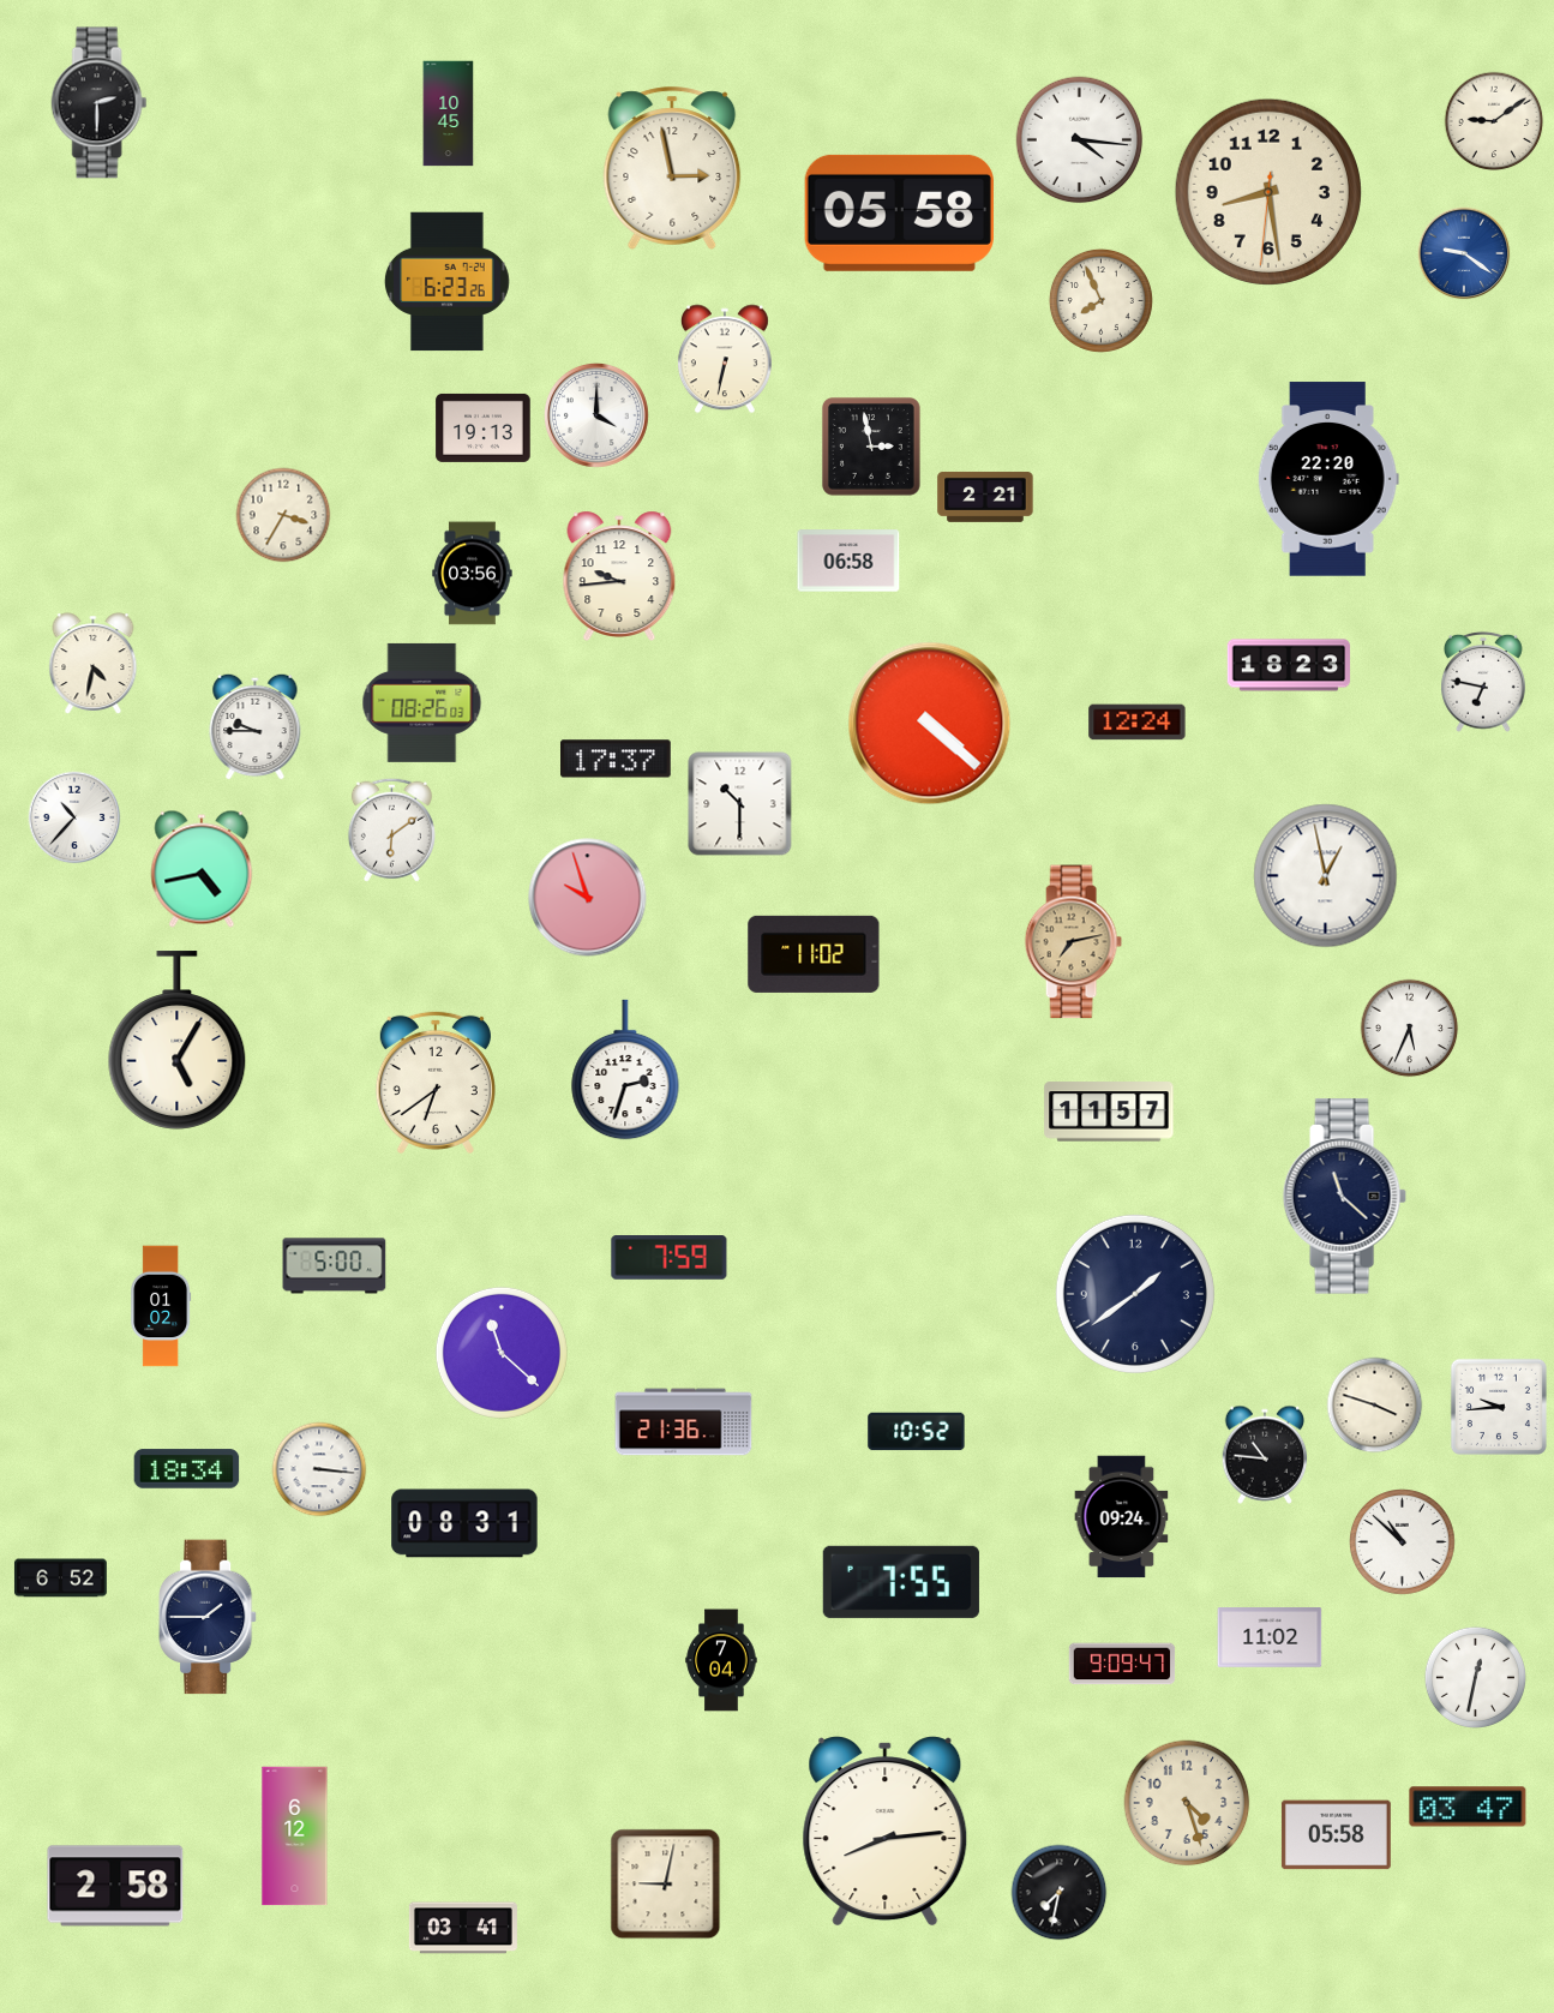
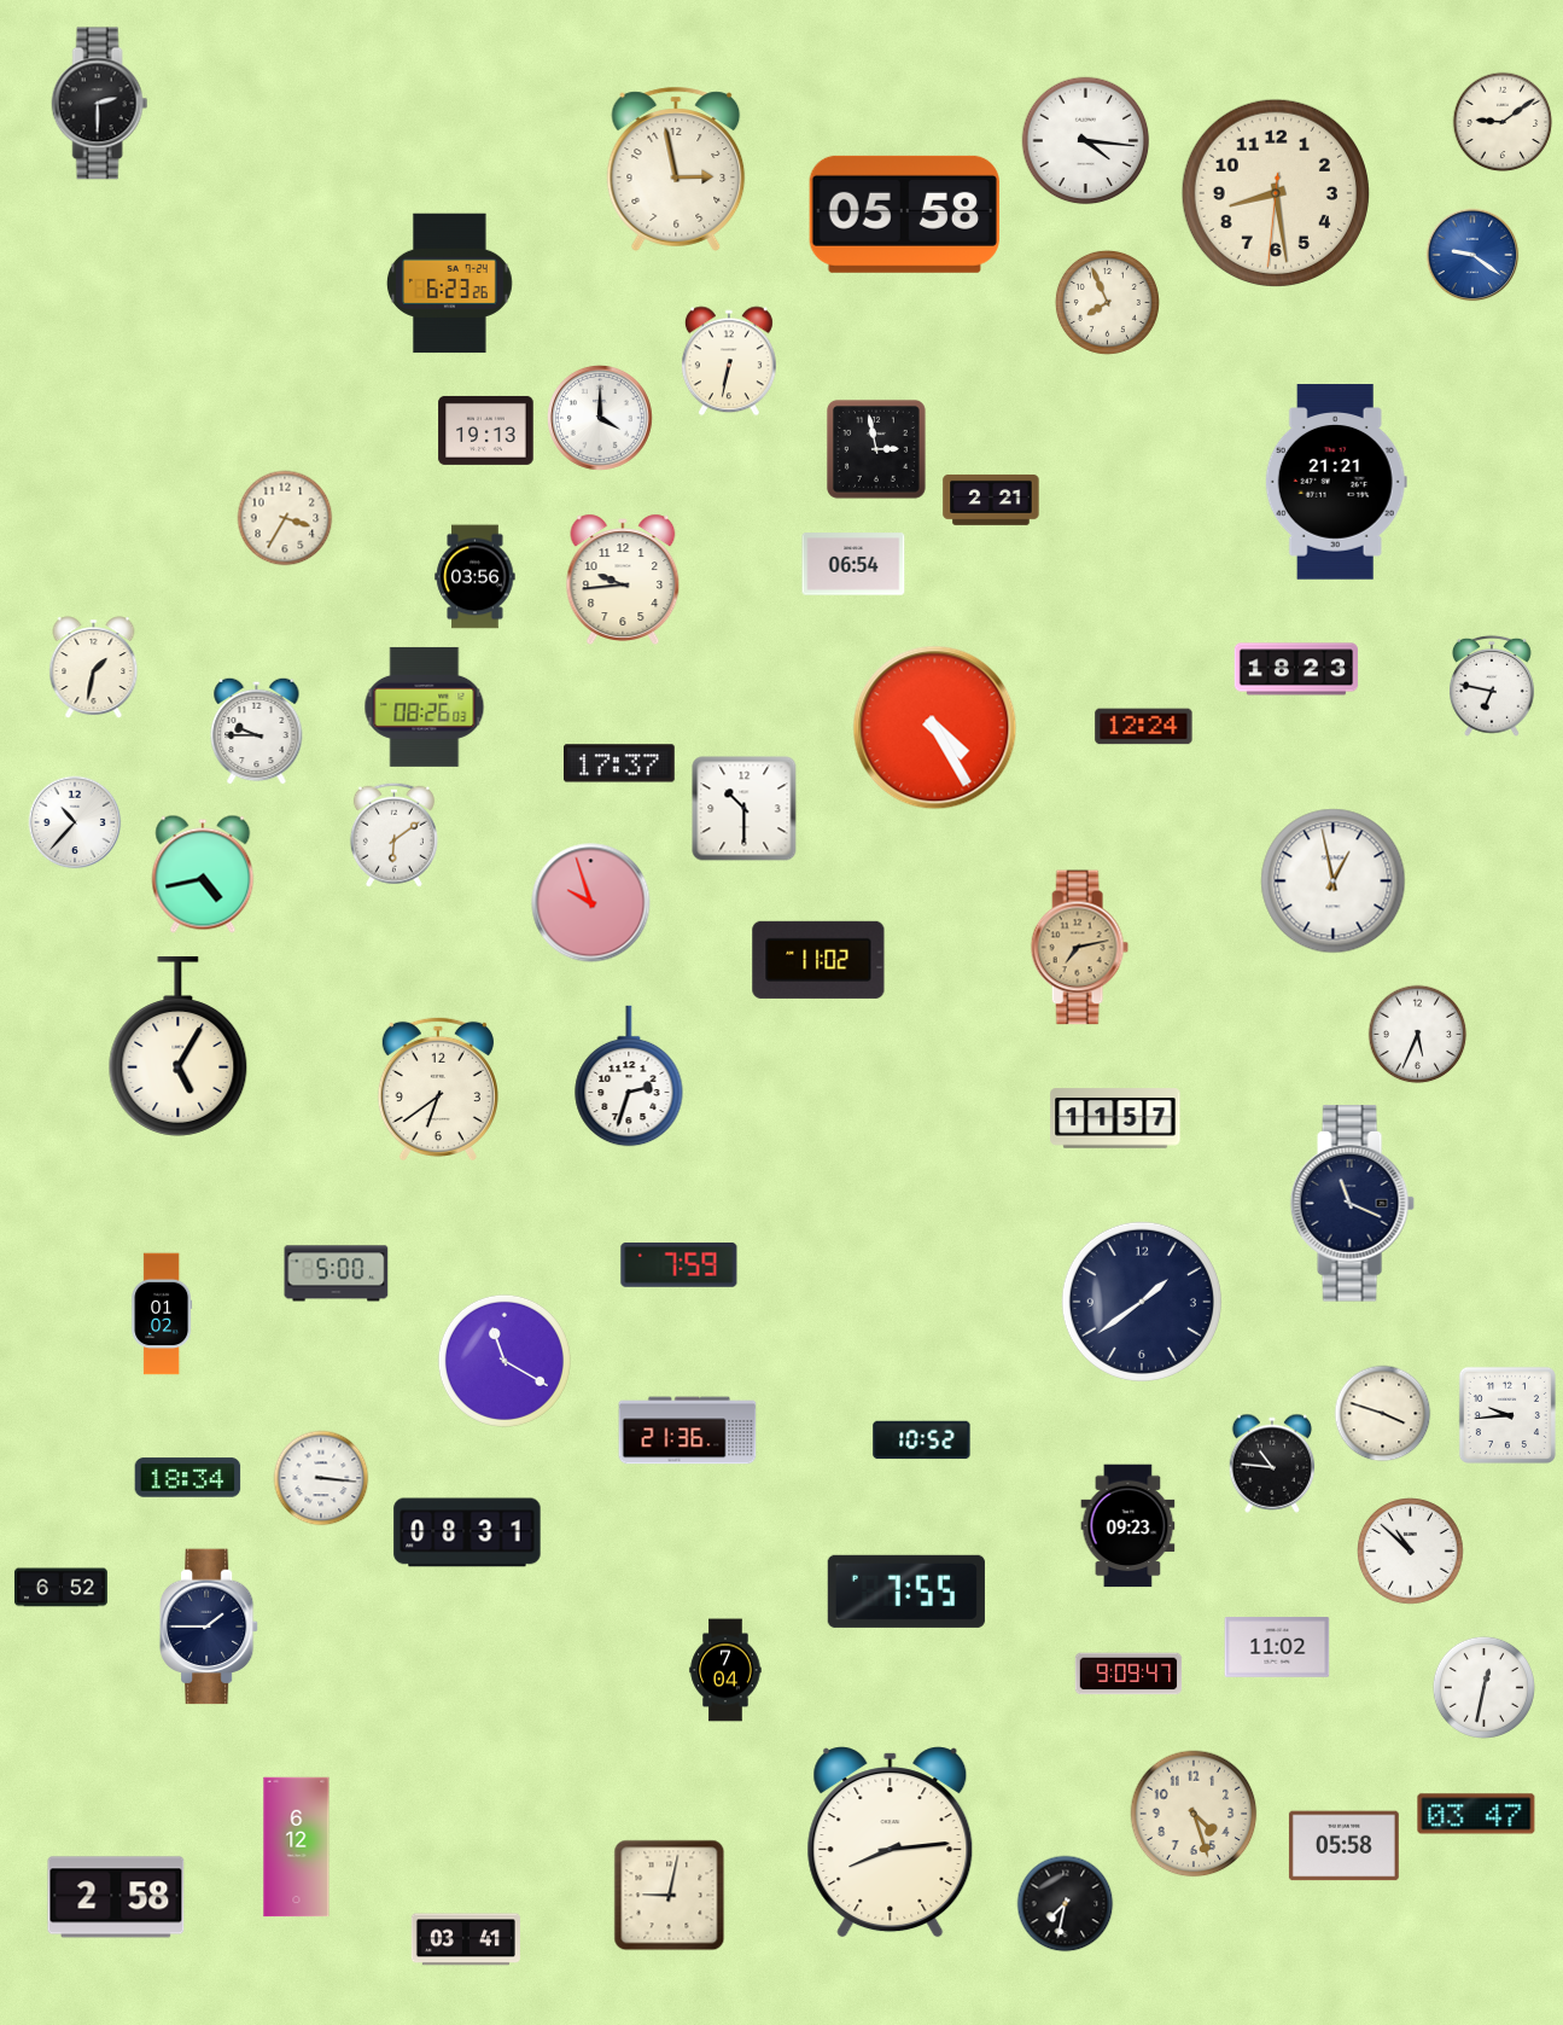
clock at (449, 114): 10:45 -> none
clock at (1328, 479): 22:20 -> 21:21
clock at (848, 561): 06:58 -> 06:54
clock at (94, 663): 4:32 -> 1:32
clock at (930, 724): 4:22 -> 4:25
clock at (1344, 1197): 11:22 -> 11:19
clock at (670, 1258) position: (670, 1258) -> (680, 1265)
clock at (502, 1353): 11:22 -> 11:20
clock at (1122, 1517): 09:24 -> 09:23
clock at (1468, 1807) position: (1468, 1807) -> (1476, 1814)
